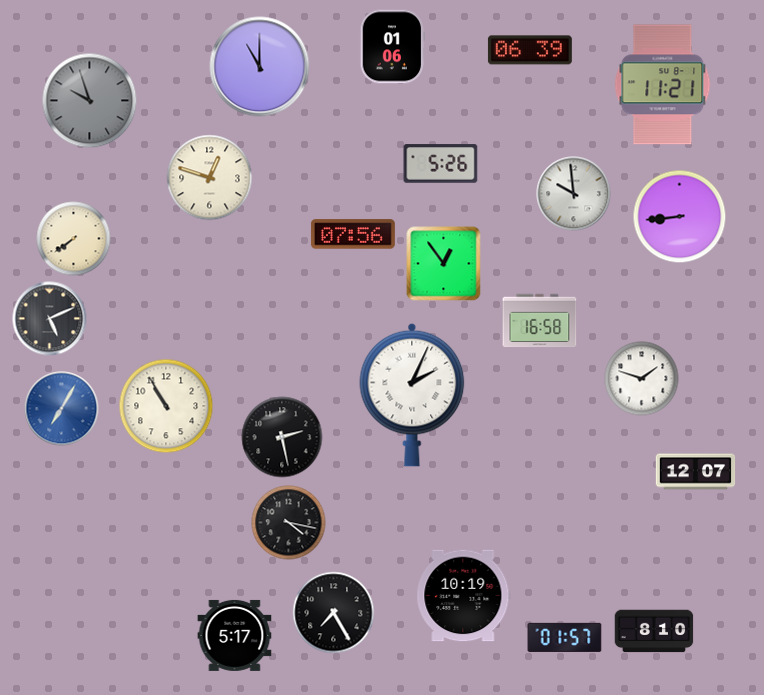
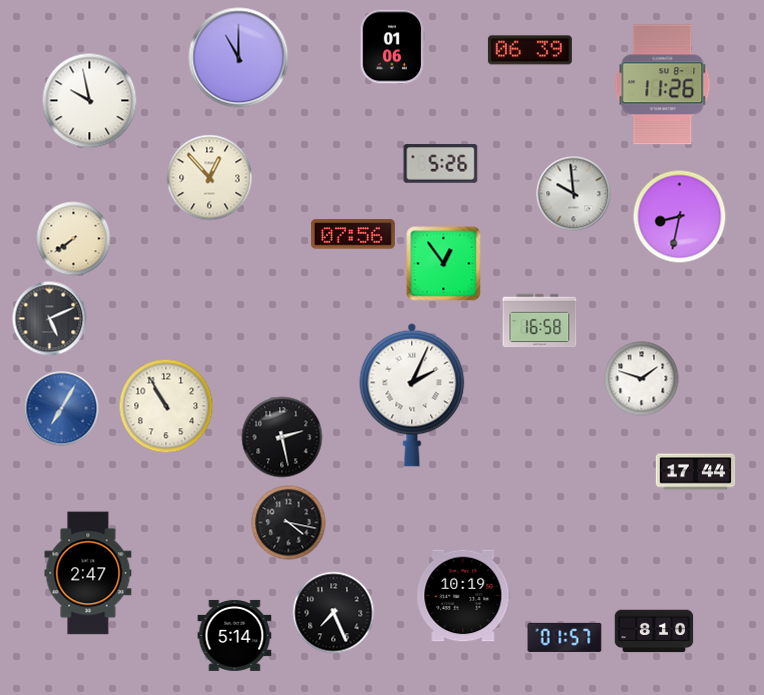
clock at (260, 67) position: (260, 67) -> (239, 58)
clock at (663, 85): 11:21 -> 11:26
clock at (90, 101): 9:57 -> 9:58
clock at (90, 101) dial: grey -> white
clock at (210, 178): 12:48 -> 12:53
clock at (680, 217): 8:44 -> 8:32
clock at (696, 472): 12:07 -> 17:44
clock at (88, 573): none -> 2:47
clock at (334, 613): 7:25 -> 7:26
clock at (235, 635): 5:17 -> 5:14
